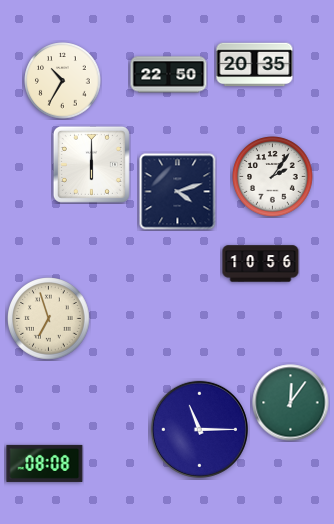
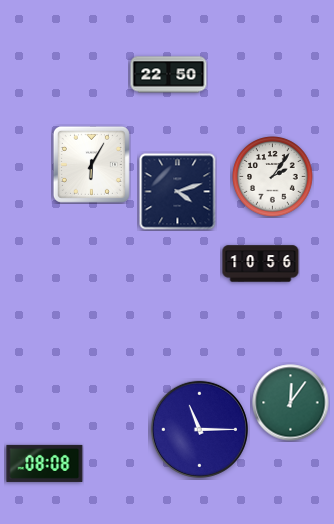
clock at (255, 65): 20:35 -> none
clock at (63, 81): 10:35 -> none
clock at (91, 164): 6:00 -> 6:05
clock at (49, 319): 6:57 -> none
